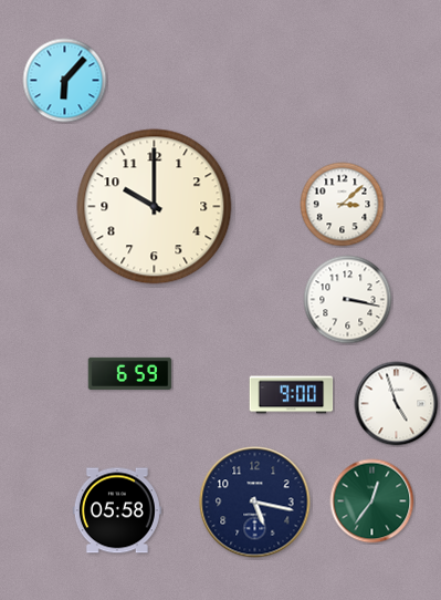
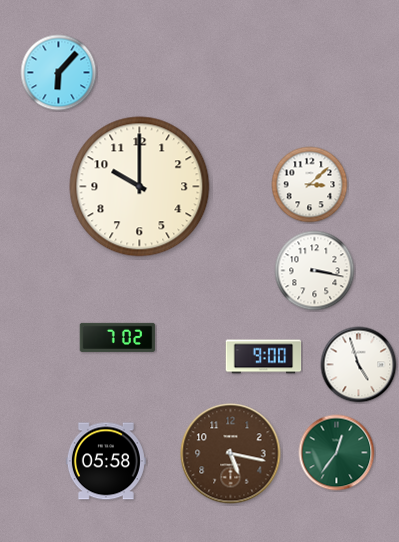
clock at (130, 373): 6:59 -> 7:02
clock at (255, 503) dial: navy -> brown
